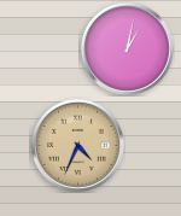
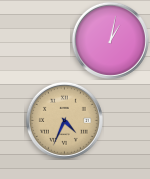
clock at (127, 48) position: (127, 48) -> (110, 40)
